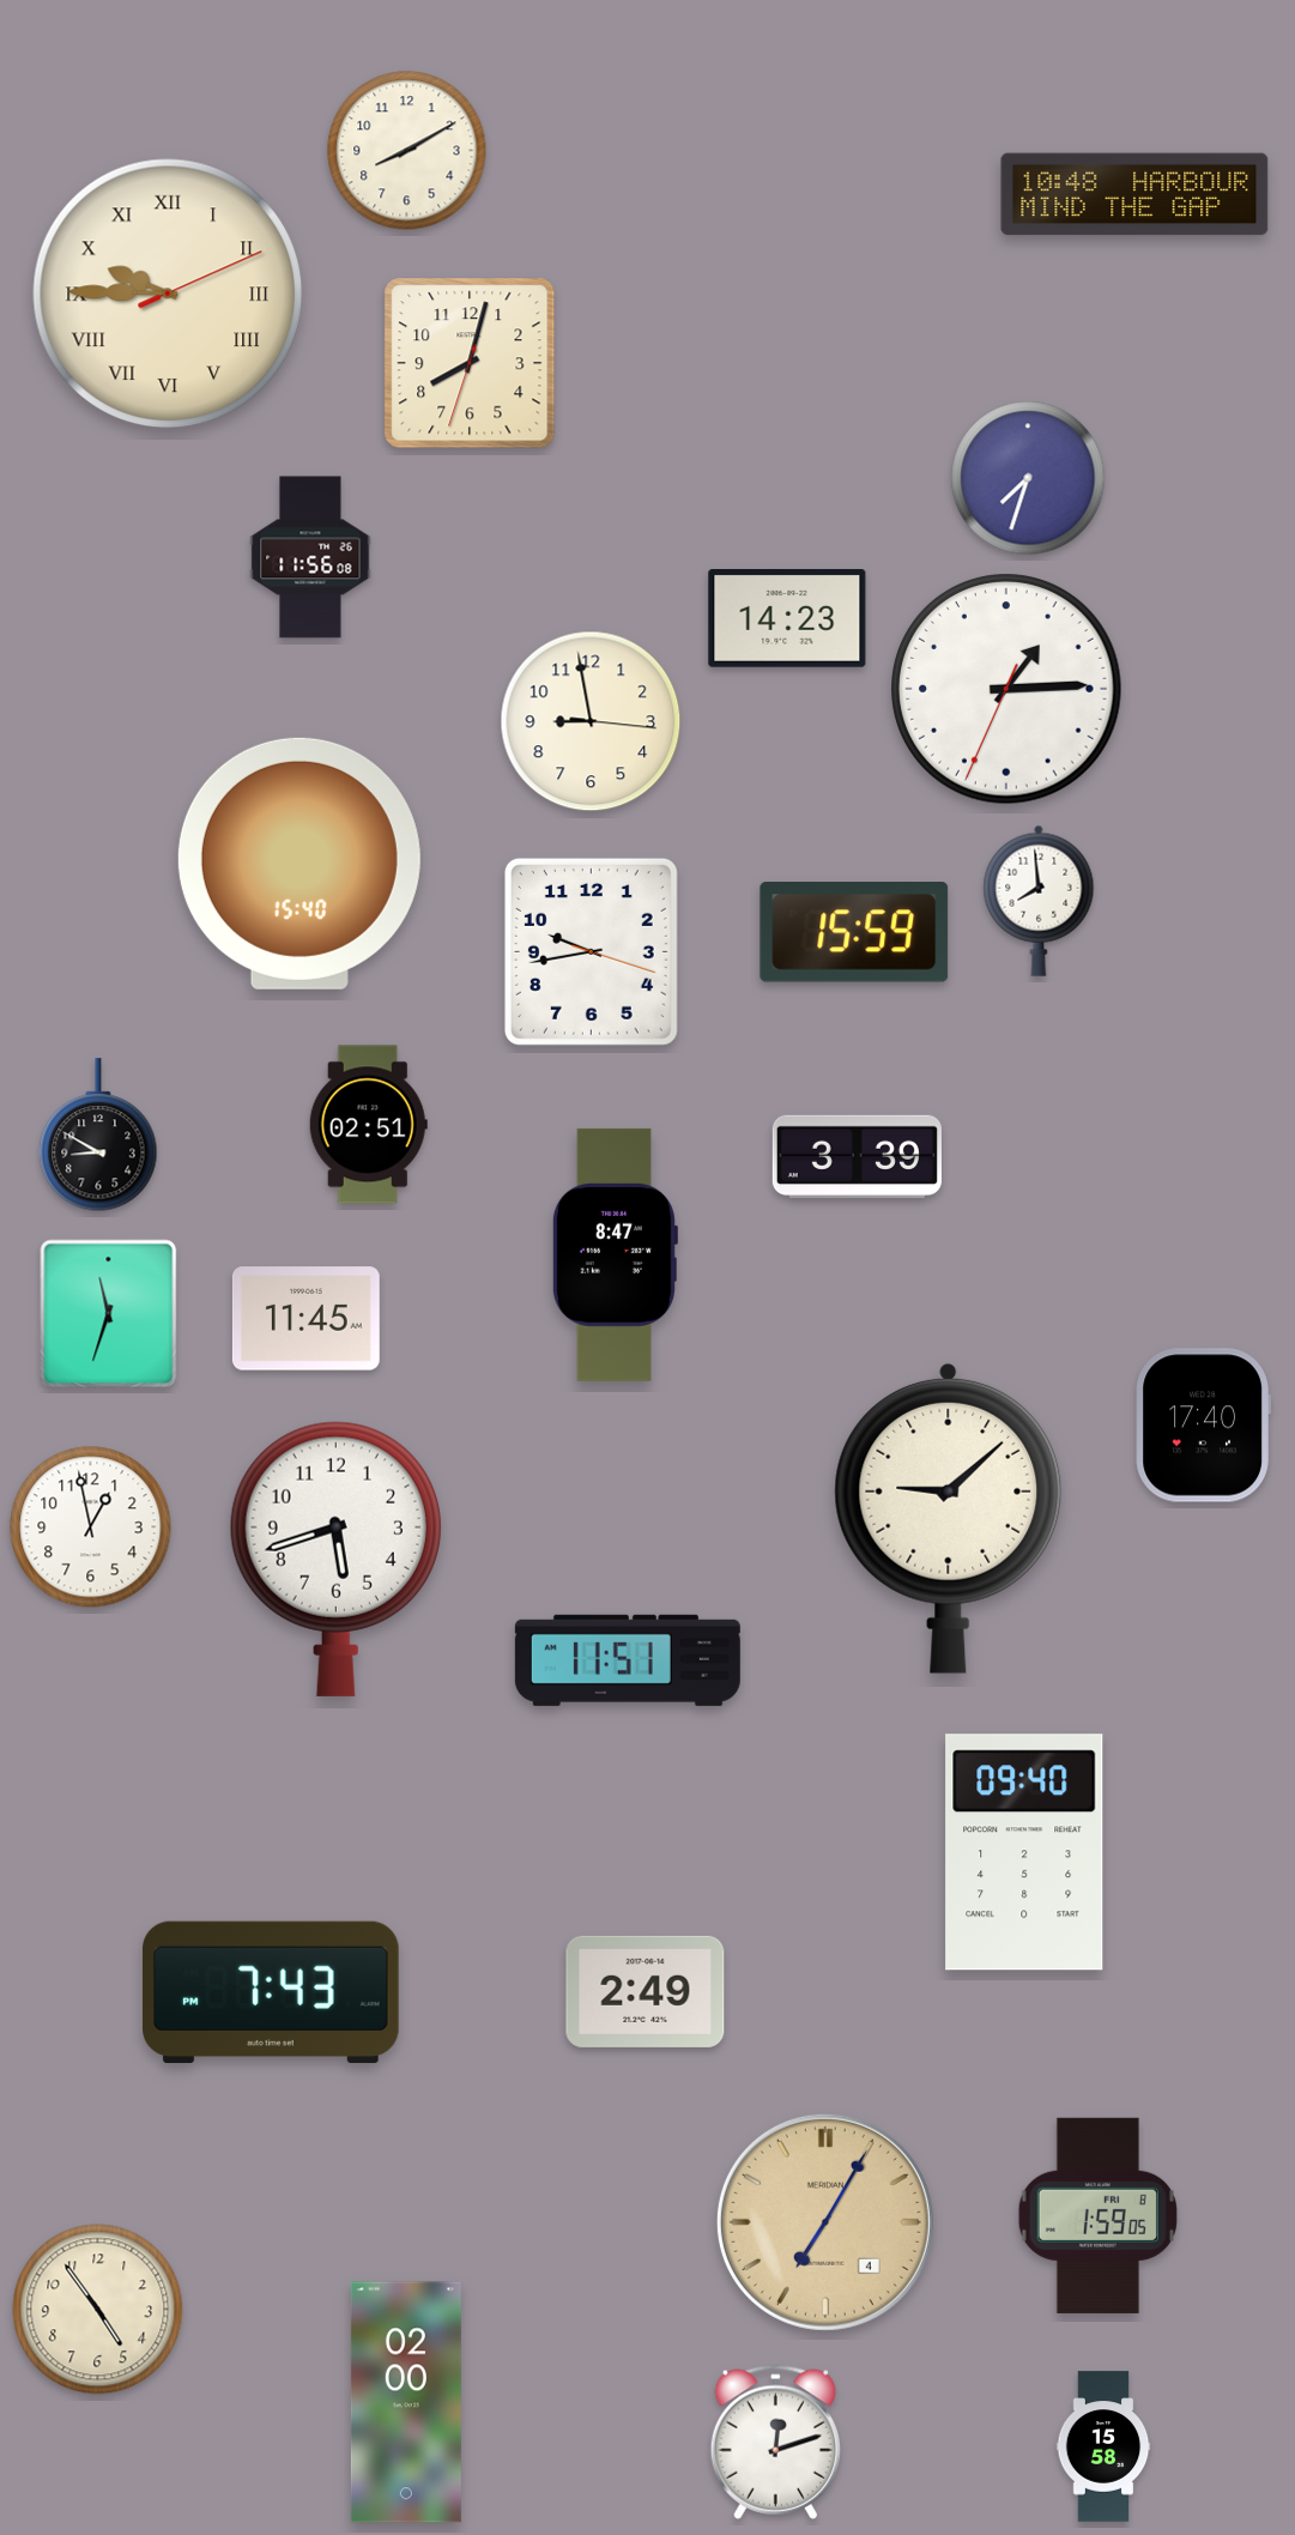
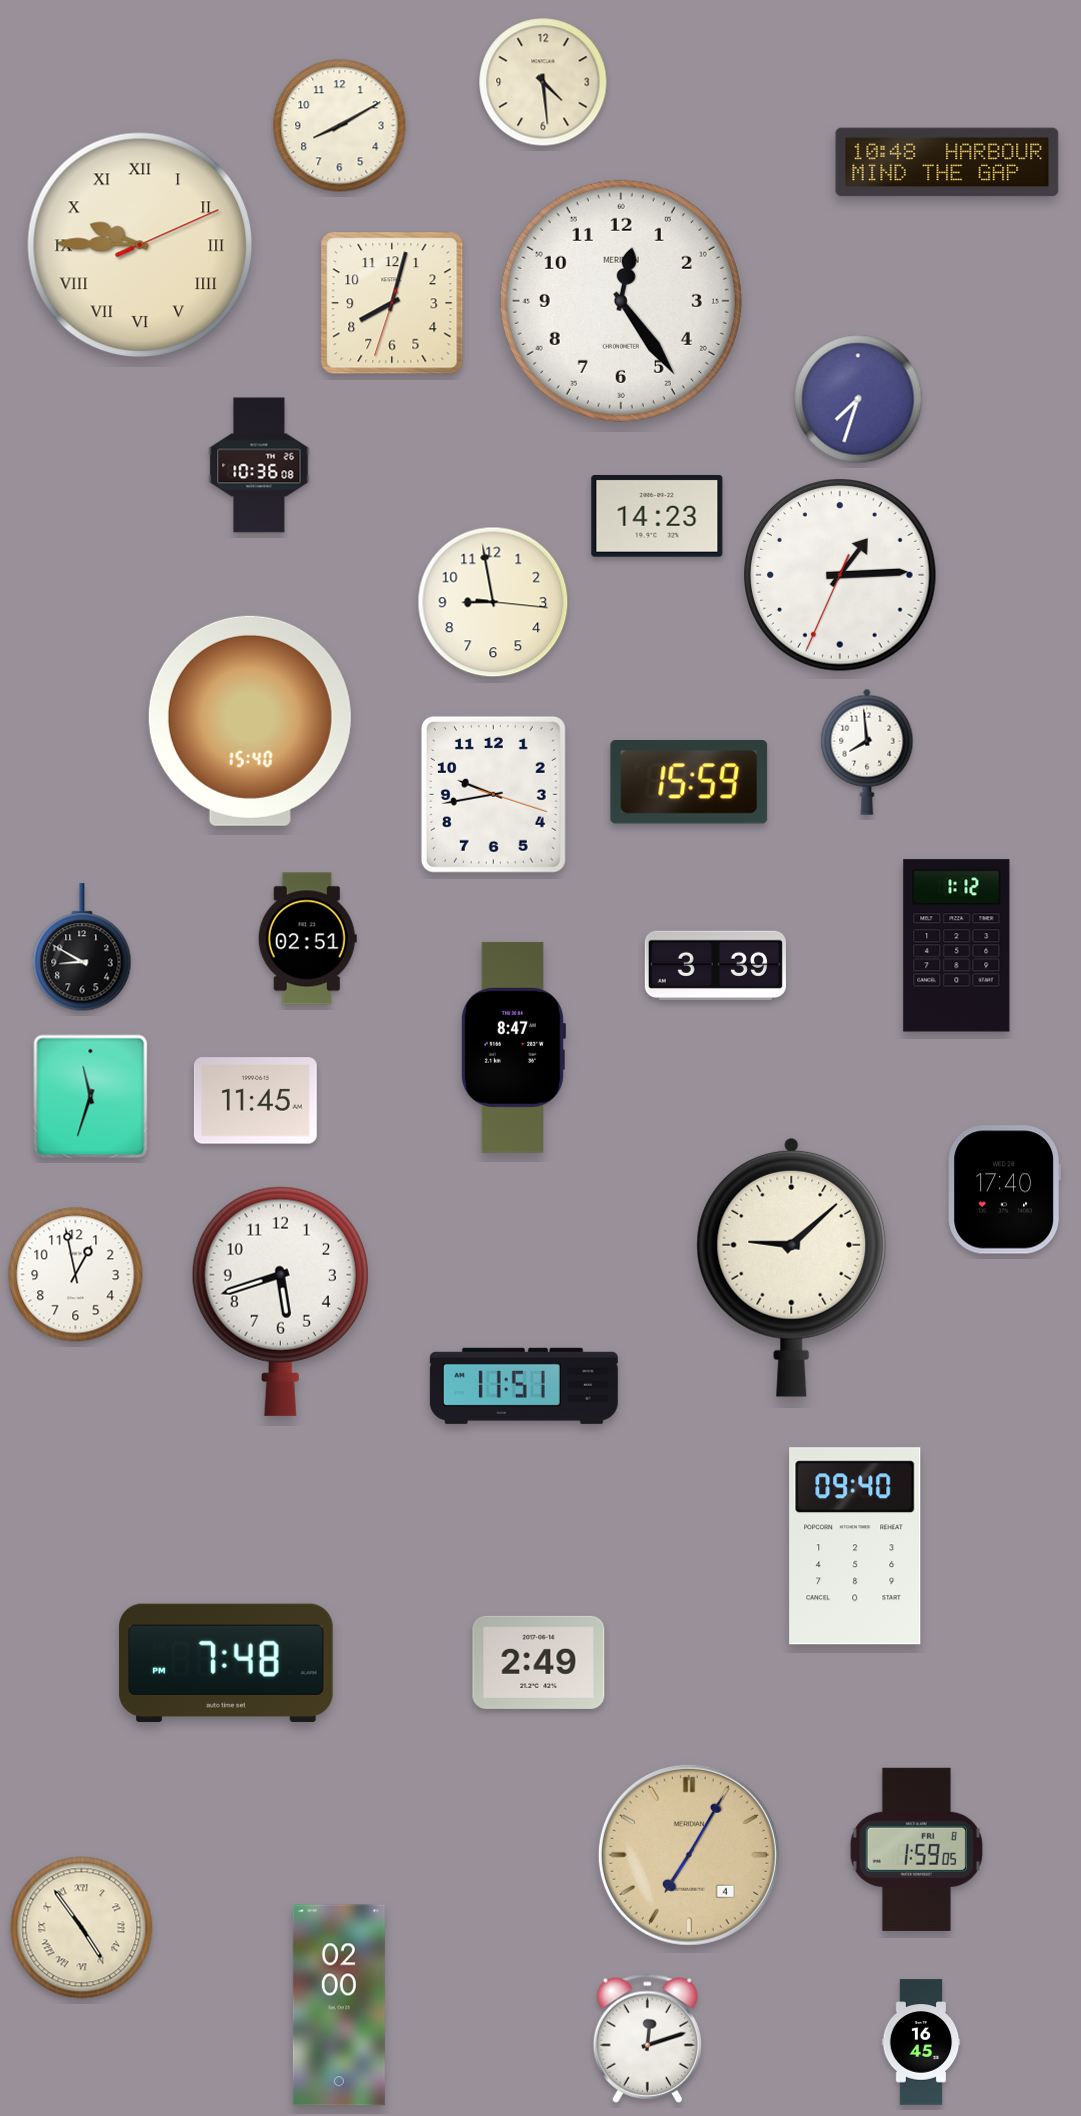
clock at (543, 82): none -> 4:29
clock at (621, 301): none -> 12:24
clock at (310, 557): 11:56 -> 10:36
clock at (854, 933) position: (854, 933) -> (689, 783)
clock at (957, 946): none -> 1:12
clock at (271, 1992): 7:43 -> 7:48
clock at (98, 2310) numerals: Arabic -> Roman
clock at (1103, 2446): 15:58 -> 16:45
